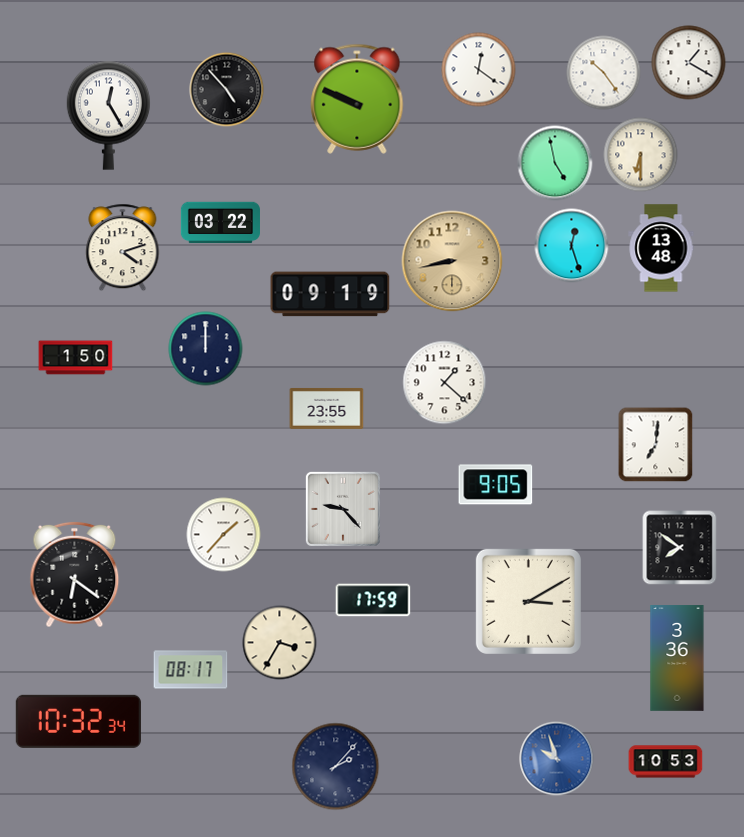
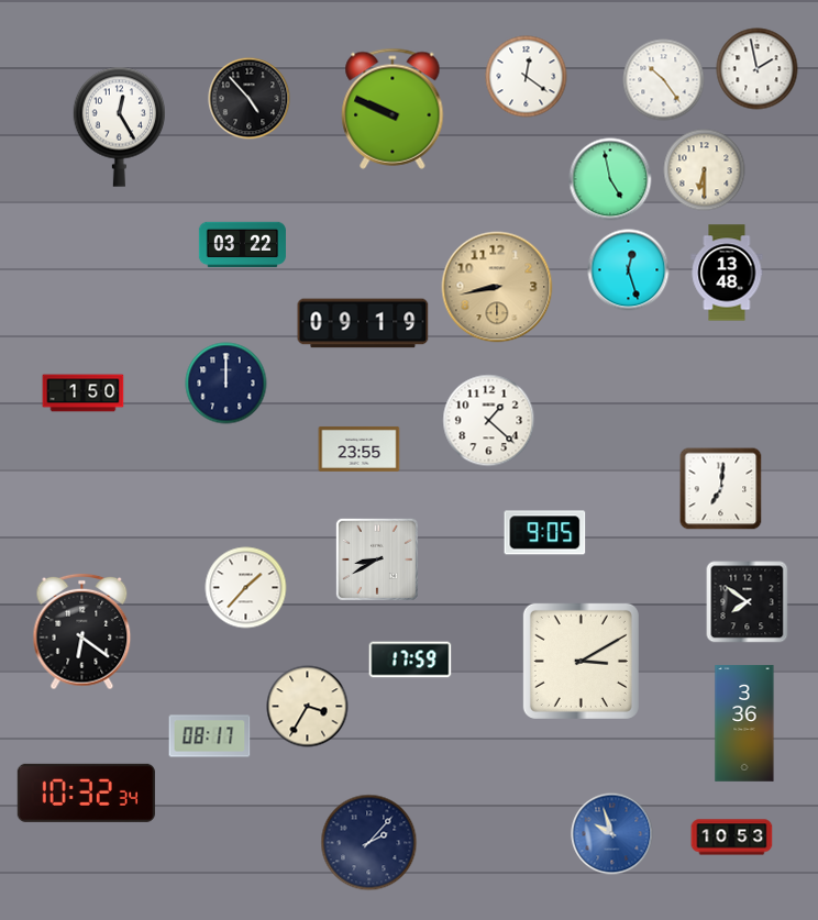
clock at (689, 63): 1:20 -> 1:58
clock at (123, 248): 4:12 -> none
clock at (343, 509): 9:23 -> 8:40
